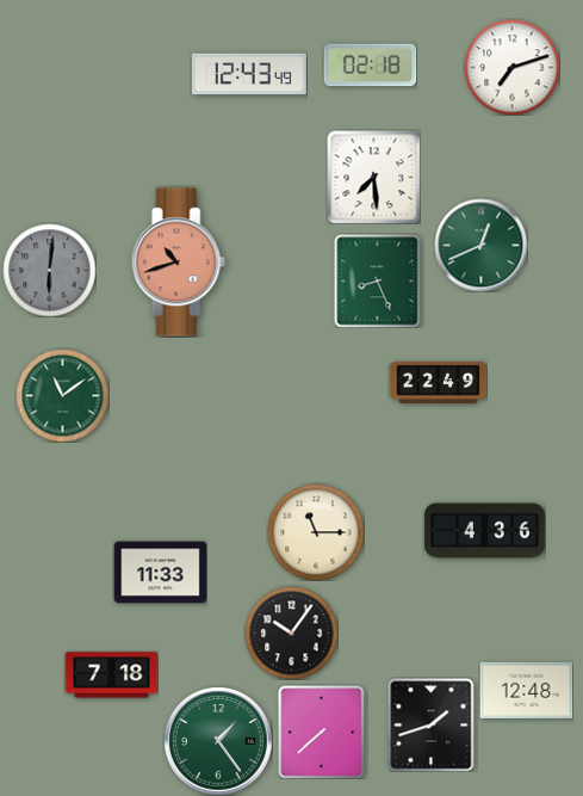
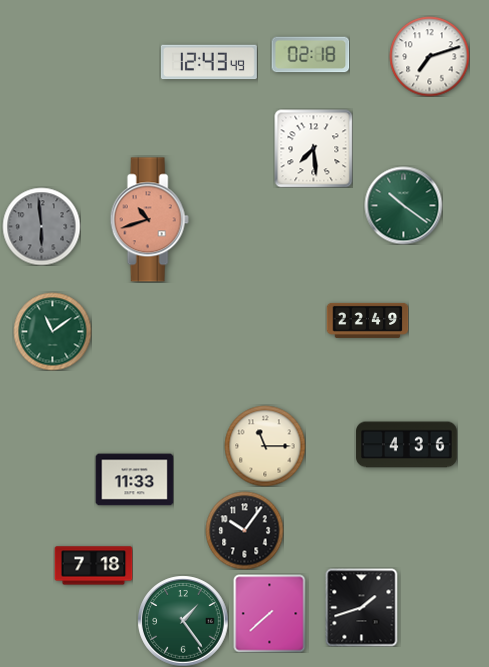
clock at (480, 245): 12:41 -> 10:21
clock at (49, 270): 6:01 -> 5:59
clock at (378, 280): 8:26 -> none
clock at (526, 690): 12:48 -> none
